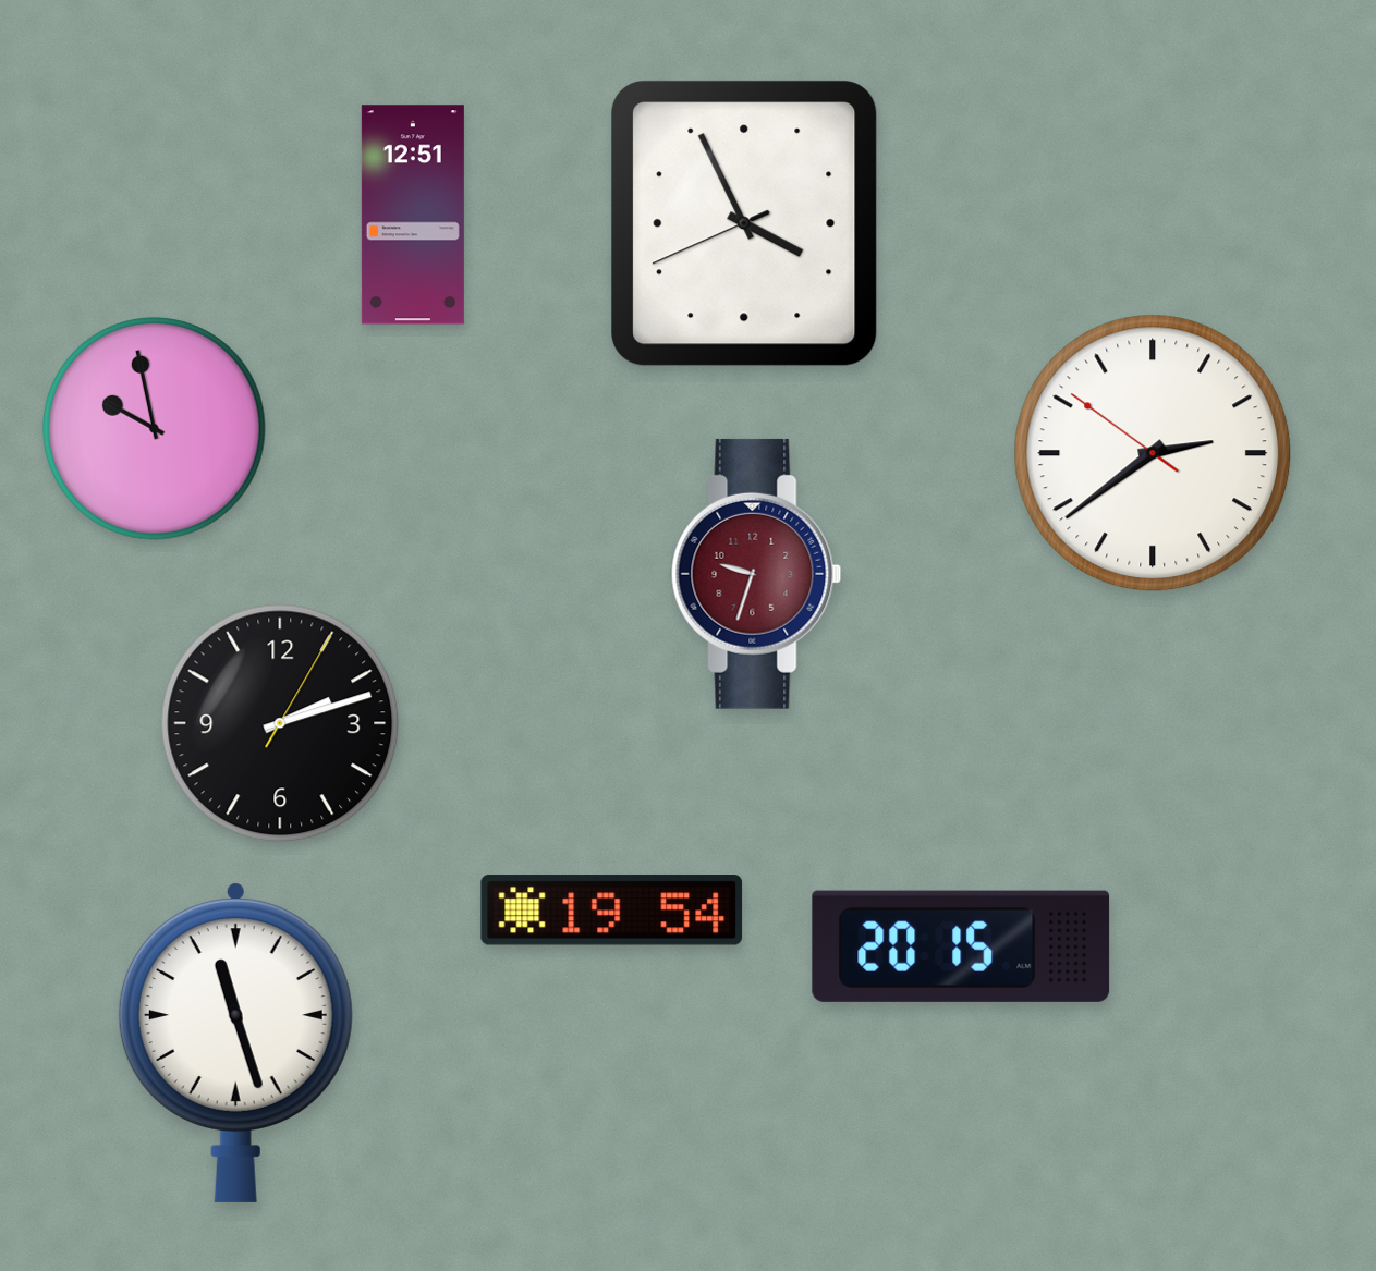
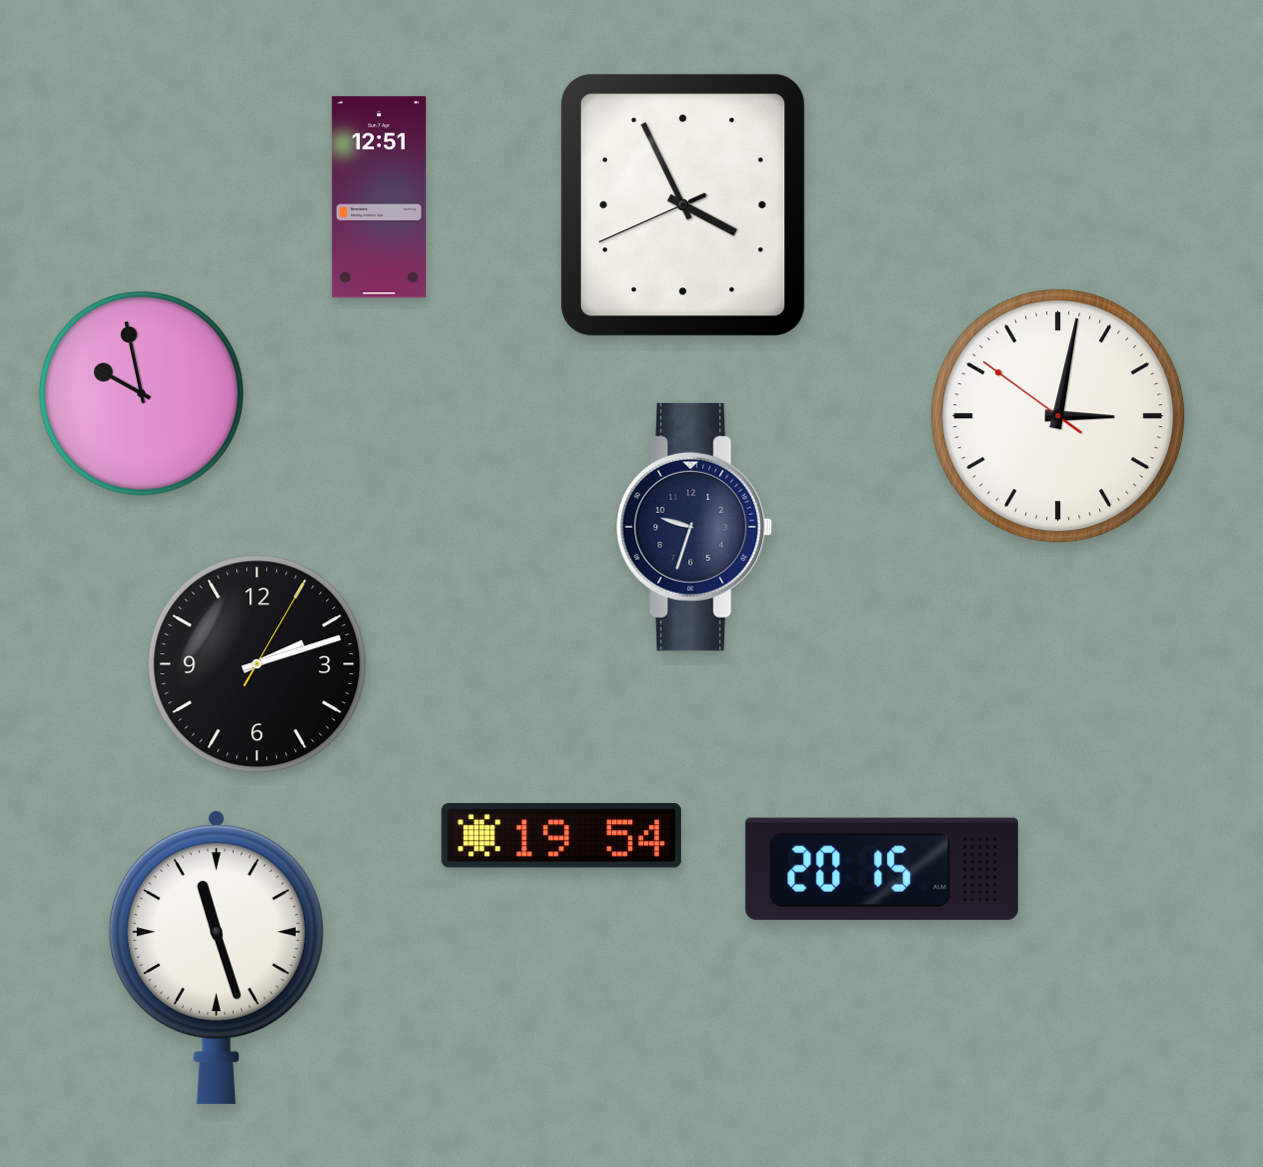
clock at (1153, 453): 2:38 -> 3:01
clock at (756, 574) dial: burgundy -> navy
